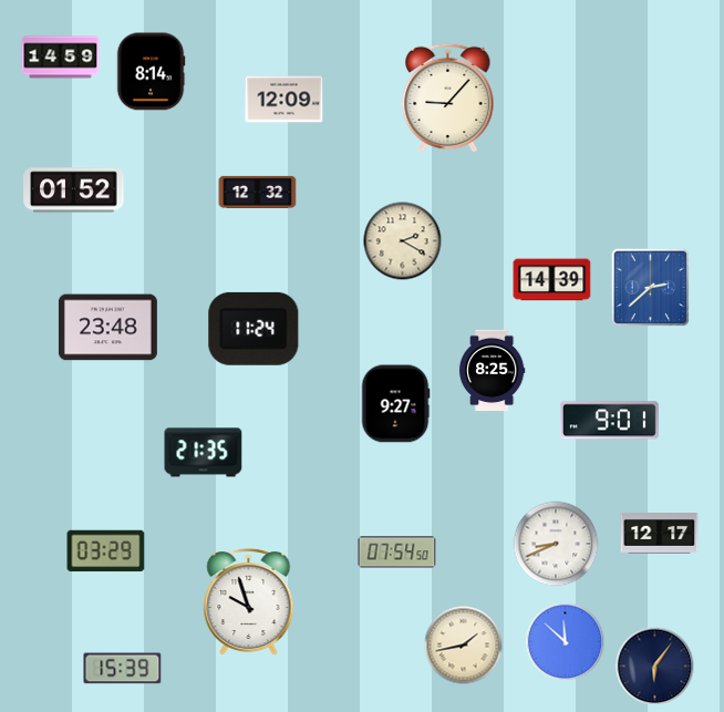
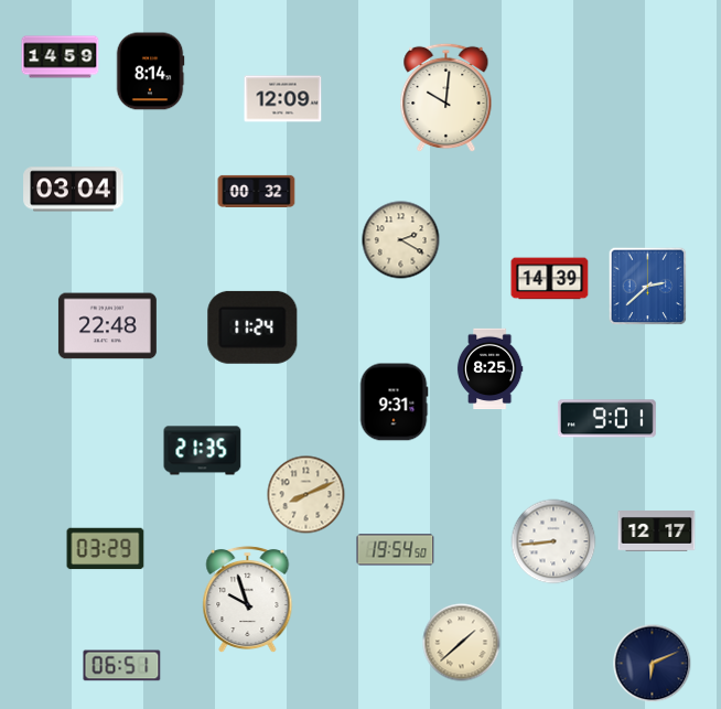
clock at (448, 99): 9:07 -> 10:01
clock at (74, 190): 01:52 -> 03:04
clock at (258, 192): 12:32 -> 00:32
clock at (107, 328): 23:48 -> 22:48
clock at (395, 404): 9:27 -> 9:31
clock at (306, 495): none -> 8:11
clock at (556, 544): 8:41 -> 8:44
clock at (397, 553): 07:54 -> 19:54
clock at (566, 642): 11:52 -> none
clock at (464, 646): 1:43 -> 1:38
clock at (655, 667): 6:06 -> 6:11
clock at (123, 669): 15:39 -> 06:51
